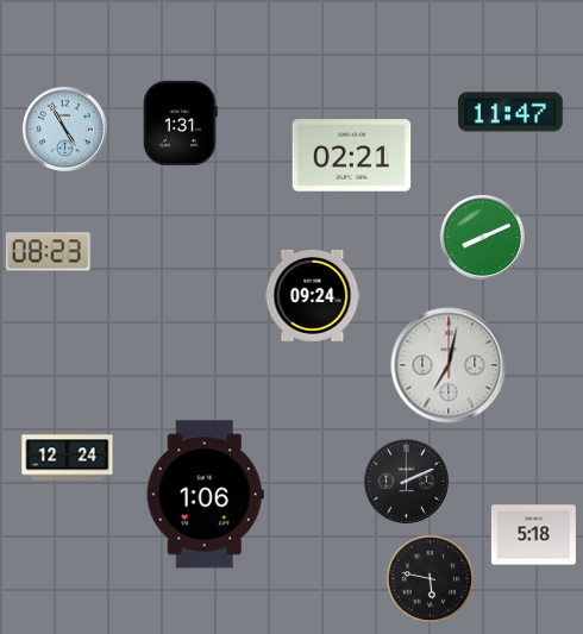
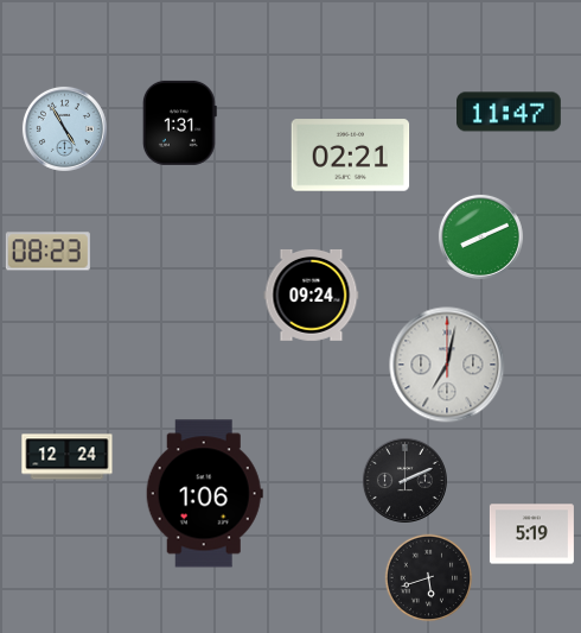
clock at (533, 535): 5:18 -> 5:19
clock at (431, 579): 5:47 -> 5:42
